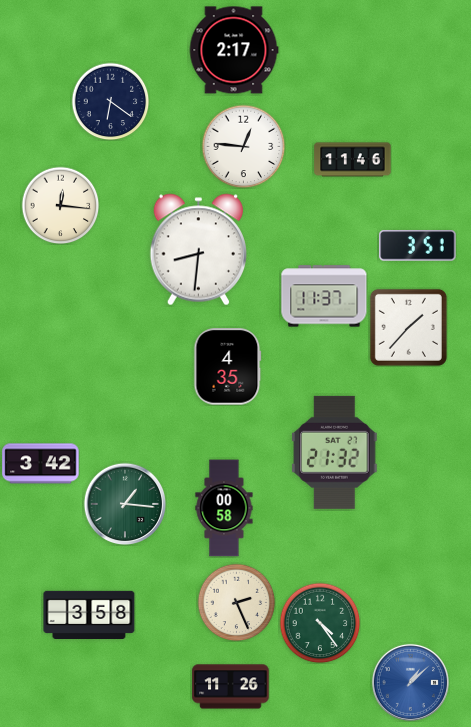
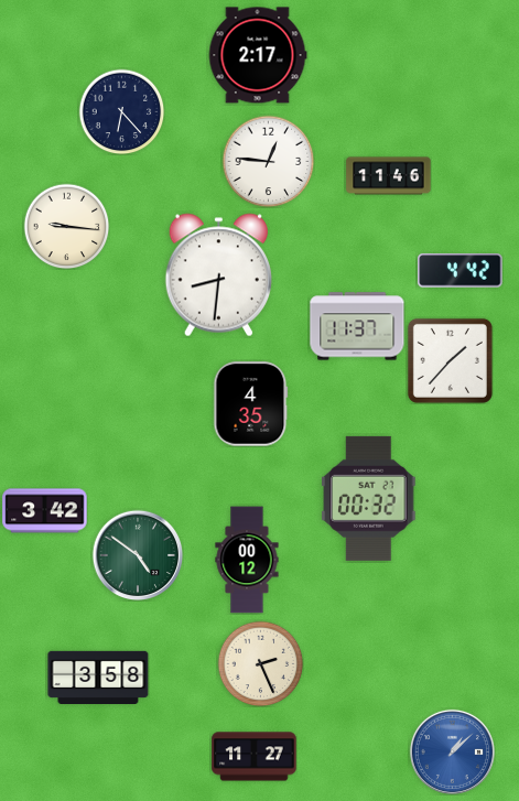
clock at (110, 101): 6:21 -> 6:23
clock at (60, 205): 12:16 -> 9:16
clock at (418, 246): 3:51 -> 4:42
clock at (335, 452): 21:32 -> 00:32
clock at (125, 504): 1:16 -> 4:51
clock at (224, 508): 00:58 -> 00:12
clock at (320, 623): 4:24 -> none
clock at (231, 687): 11:26 -> 11:27
